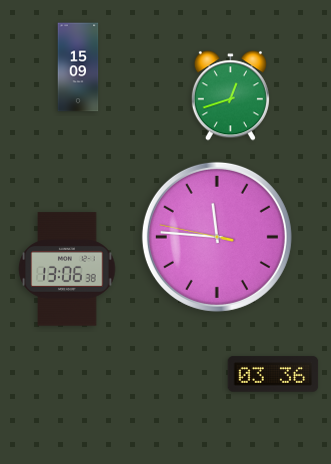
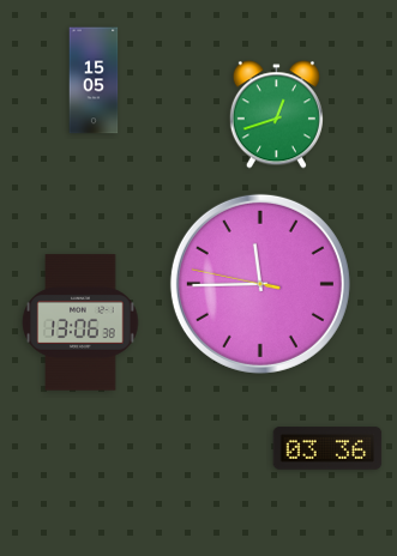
clock at (78, 67): 15:09 -> 15:05
clock at (217, 237): 11:45 -> 11:44
